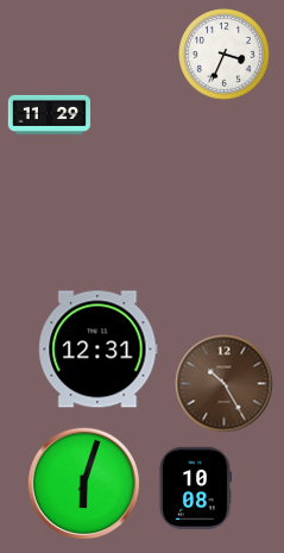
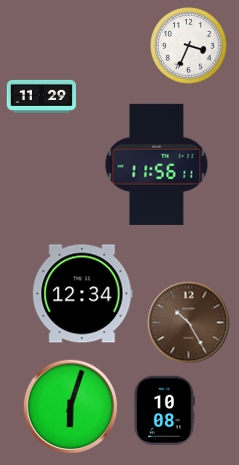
clock at (157, 164): none -> 11:56
clock at (99, 350): 12:31 -> 12:34
